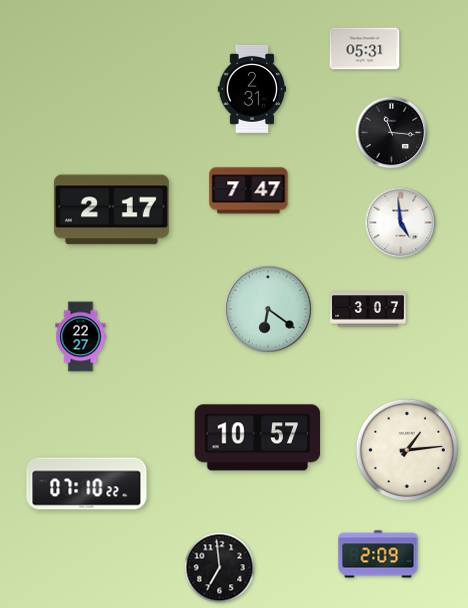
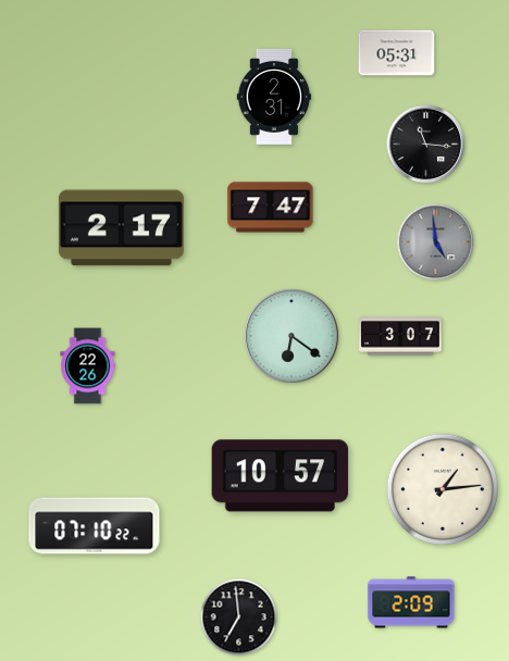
clock at (401, 223) dial: white -> grey
clock at (81, 337): 22:27 -> 22:26
